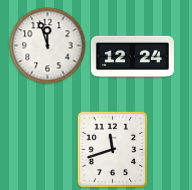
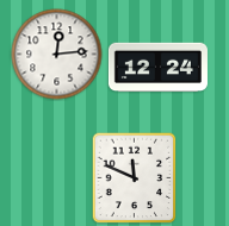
clock at (48, 46): 11:57 -> 12:14
clock at (113, 149): 11:42 -> 11:49
